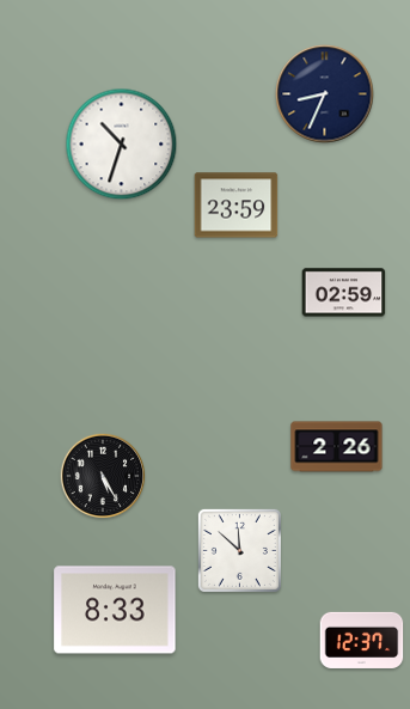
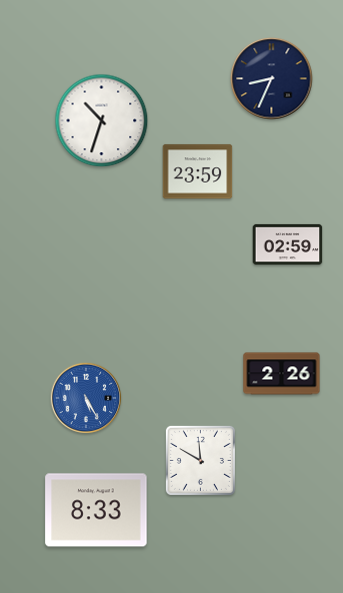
clock at (103, 476) dial: black -> blue
clock at (239, 550): 11:52 -> 11:50
clock at (362, 640): 12:37 -> none
